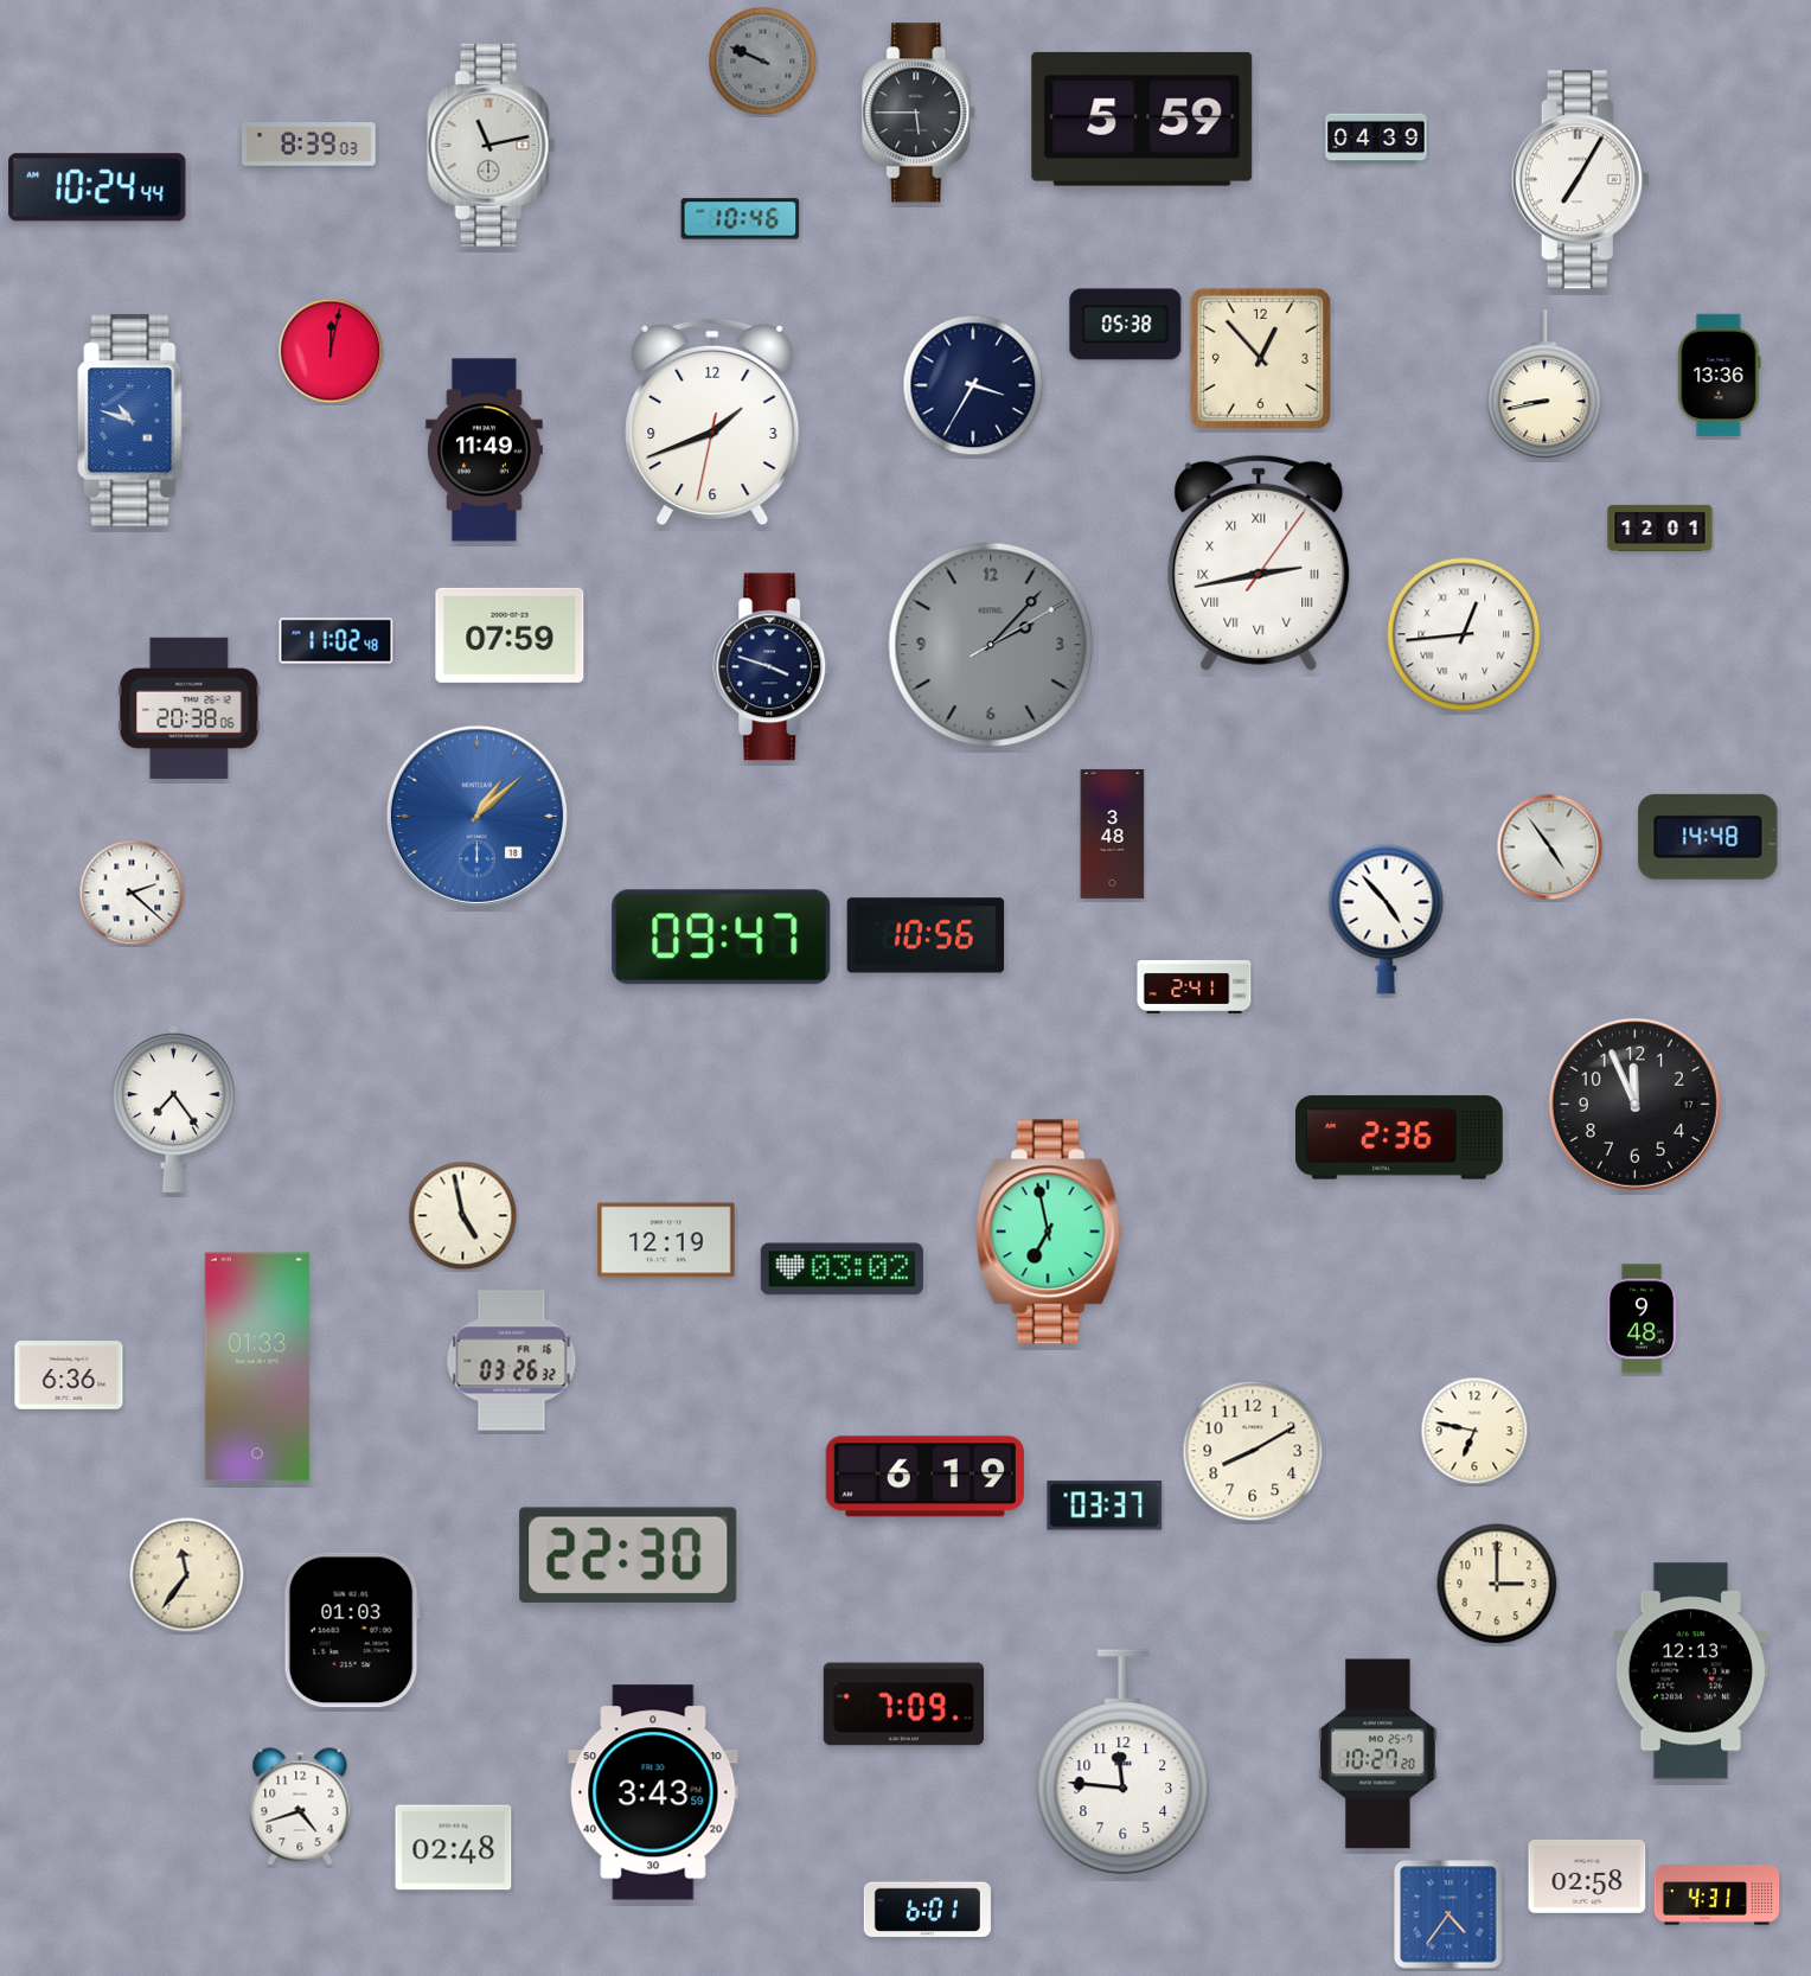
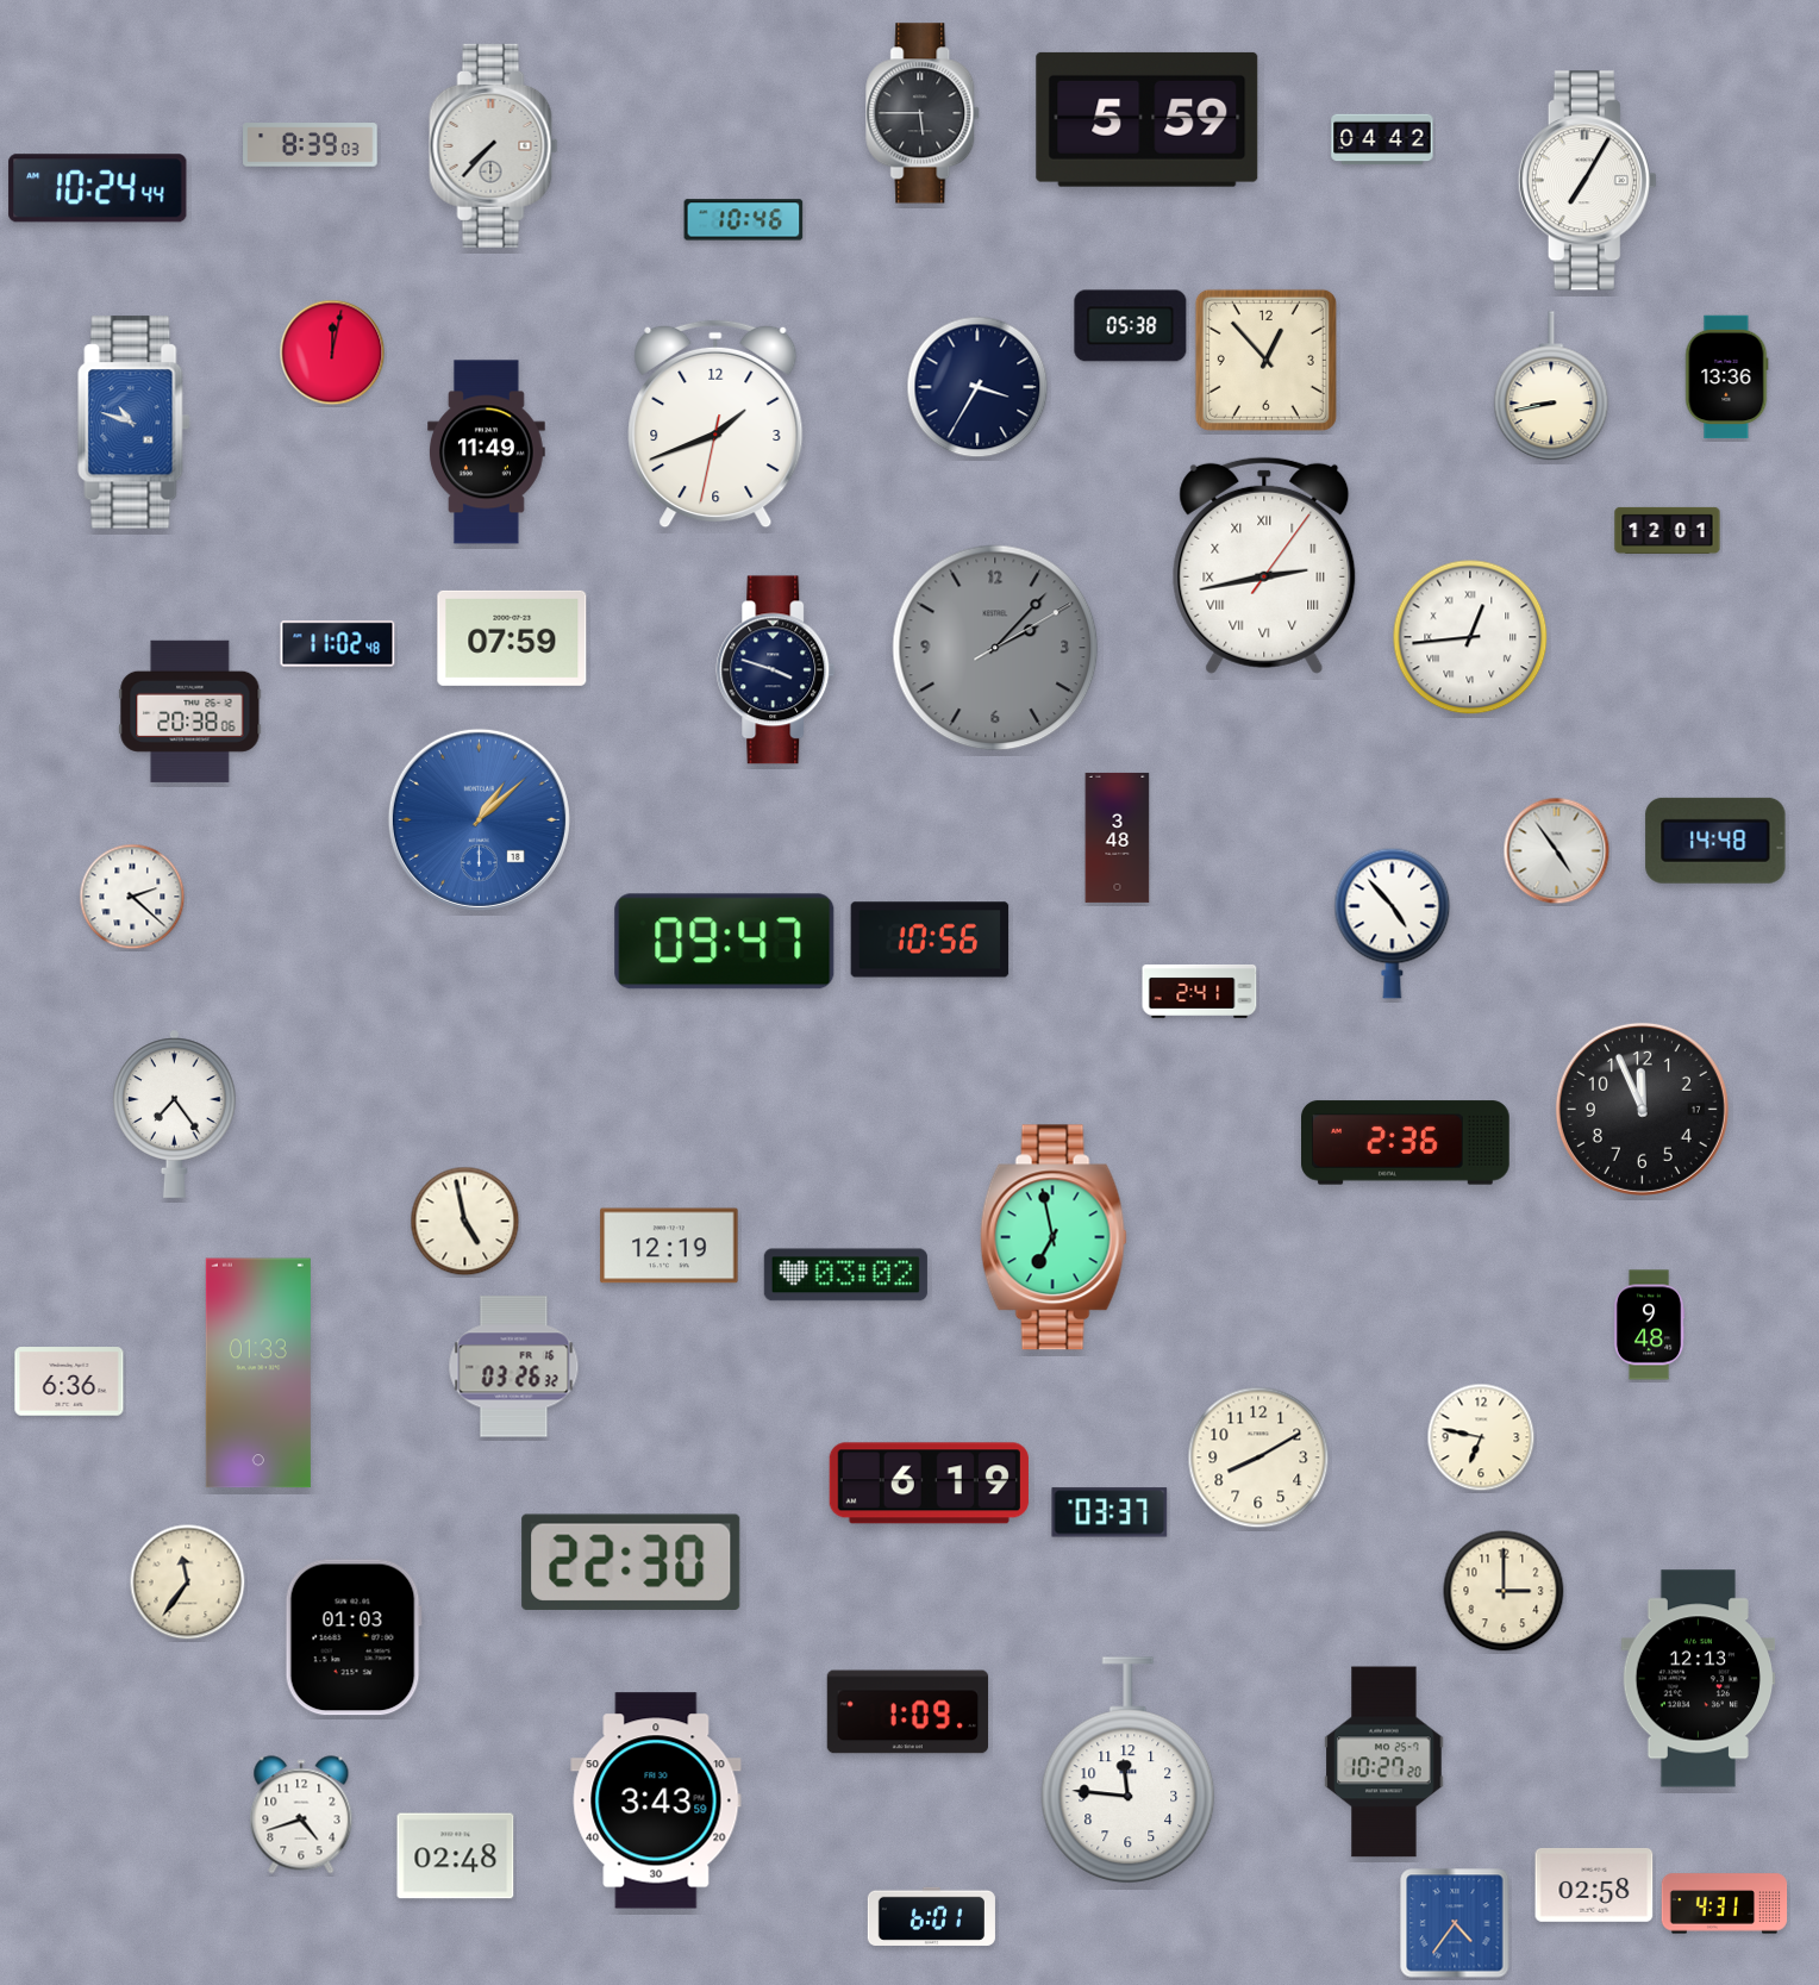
clock at (763, 62): 9:49 -> none
clock at (1376, 139): 04:39 -> 04:42
clock at (492, 145): 11:13 -> 7:37
clock at (904, 1705): 7:09 -> 1:09
